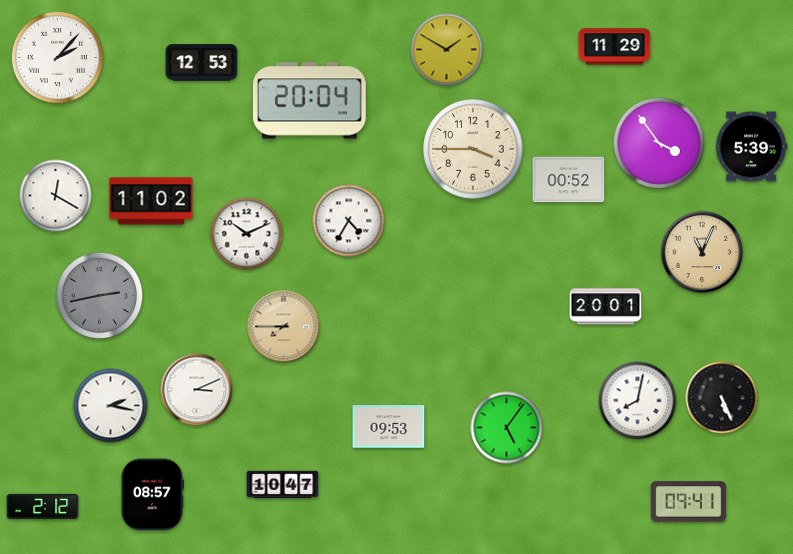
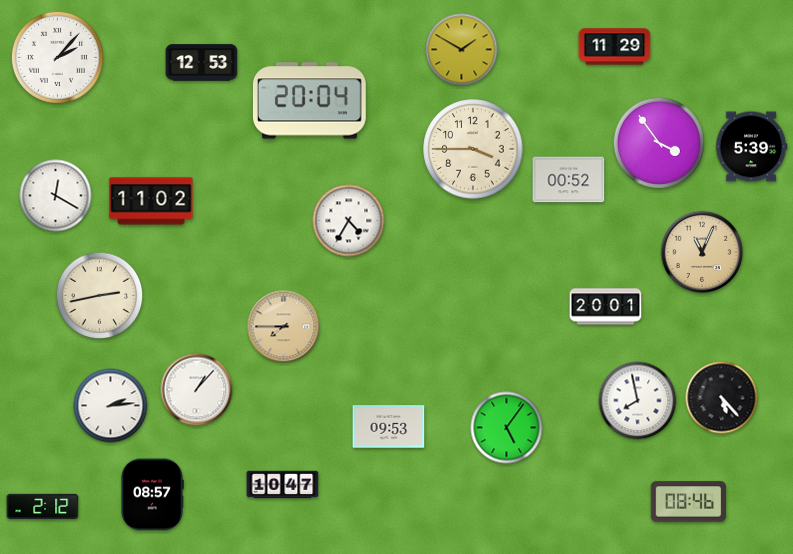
clock at (447, 50) position: (447, 50) -> (462, 50)
clock at (247, 234): 10:11 -> none
clock at (100, 296) dial: grey -> cream
clock at (197, 390): 3:11 -> 1:07
clock at (722, 398): 5:26 -> 5:23
clock at (638, 401): 8:02 -> 7:58
clock at (111, 406): 2:17 -> 2:14
clock at (688, 502): 09:41 -> 08:46
